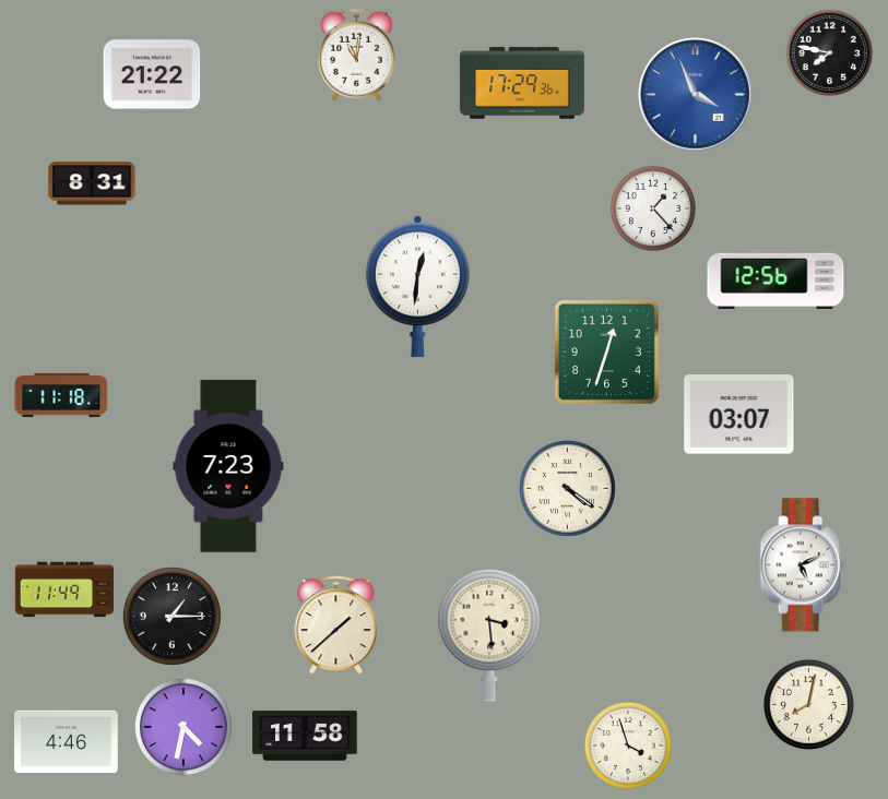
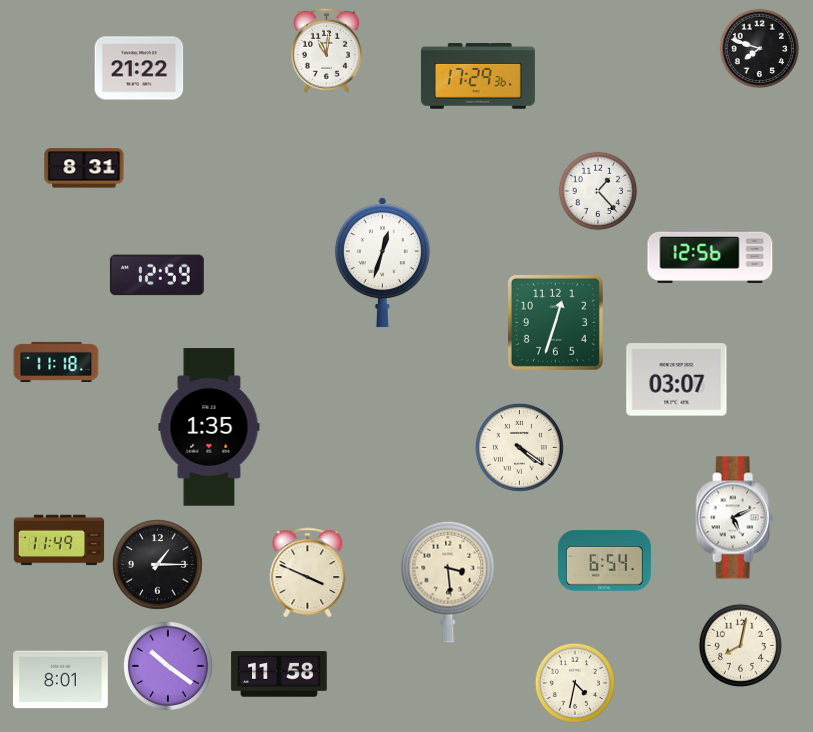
clock at (830, 53): 7:47 -> 7:48
clock at (696, 95): 3:56 -> none
clock at (417, 287): 12:31 -> 12:33
clock at (157, 275): none -> 12:59
clock at (228, 466): 7:23 -> 1:35
clock at (604, 561): none -> 6:54
clock at (336, 625): 1:38 -> 3:49
clock at (183, 727): 4:32 -> 10:21
clock at (67, 742): 4:46 -> 8:01
clock at (628, 746): 3:57 -> 4:32
